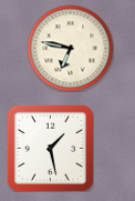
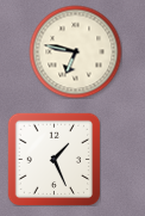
clock at (50, 148): 1:28 -> 1:26
